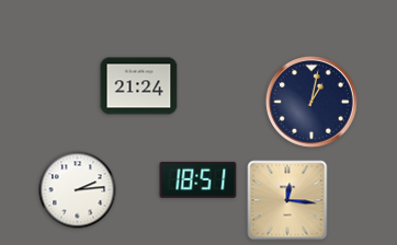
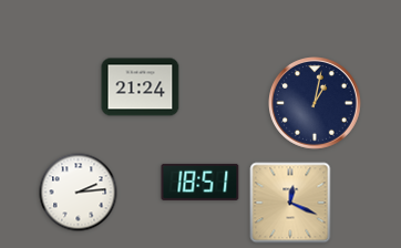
clock at (287, 200): 12:16 -> 12:19
